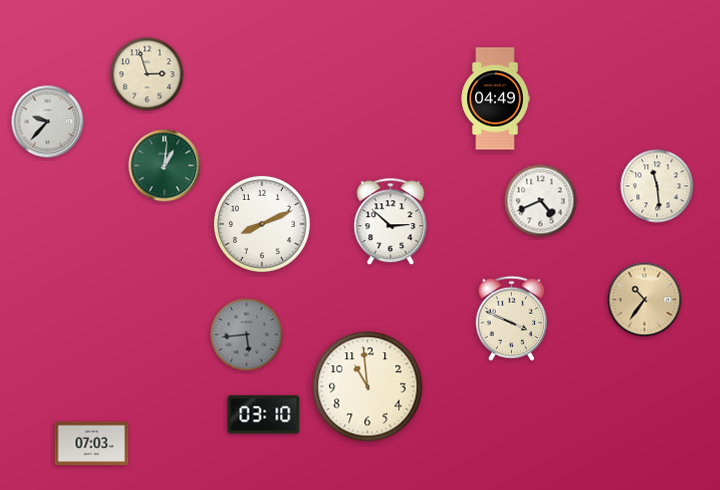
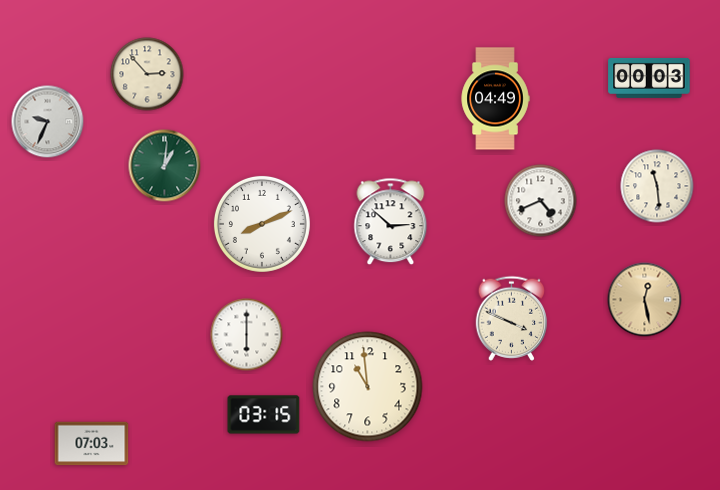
clock at (147, 74): 2:57 -> 2:53
clock at (649, 78): none -> 00:03
clock at (48, 122): 9:37 -> 9:34
clock at (645, 300): 10:36 -> 12:28
clock at (247, 335): 5:44 -> 6:00
clock at (247, 335) dial: grey -> white
clock at (264, 415): 03:10 -> 03:15
